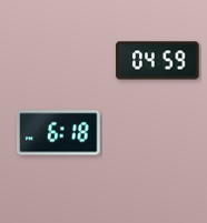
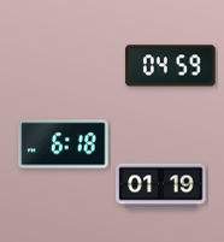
clock at (161, 187): none -> 01:19
